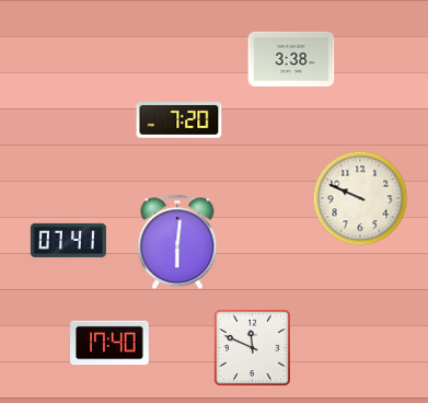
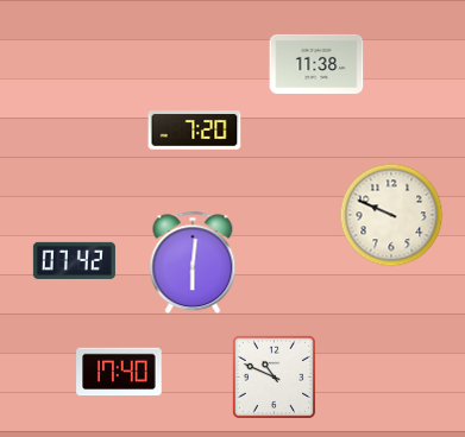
clock at (291, 59): 3:38 -> 11:38
clock at (68, 240): 07:41 -> 07:42
clock at (252, 347): 11:49 -> 10:49
